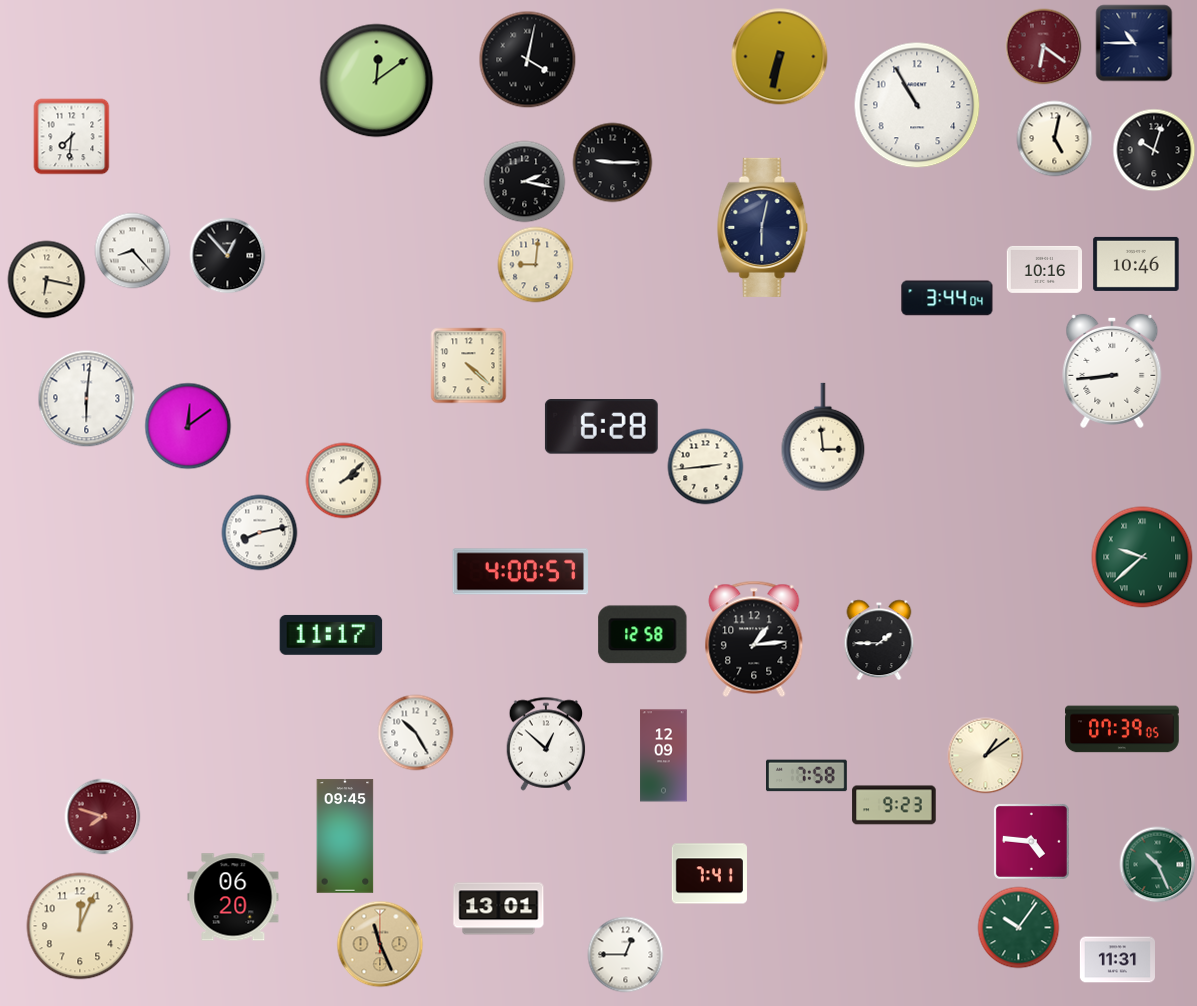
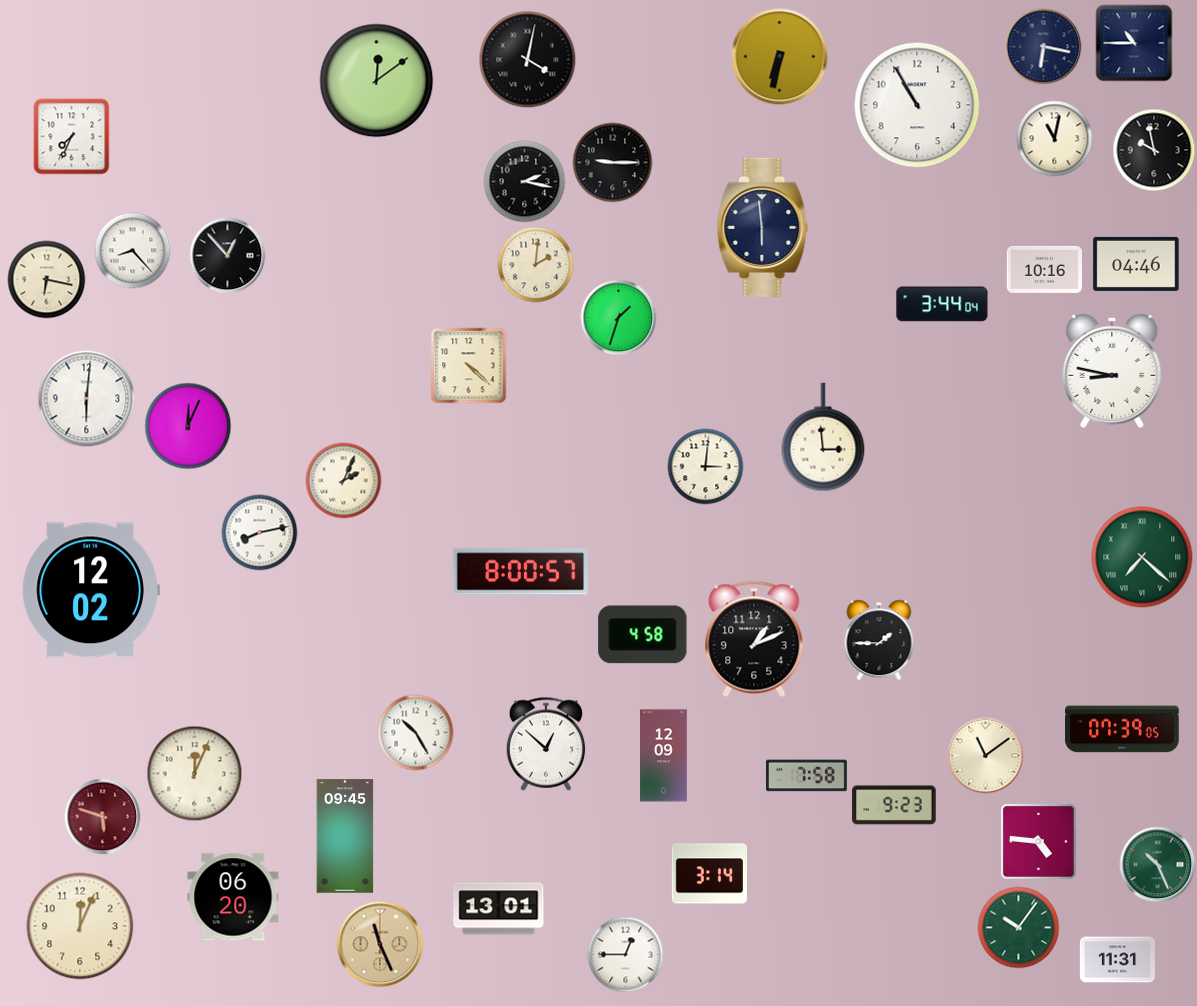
clock at (1044, 47): 6:21 -> 6:17
clock at (1044, 47) dial: burgundy -> navy
clock at (72, 137): 7:31 -> 7:34
clock at (1055, 139): 5:02 -> 11:02
clock at (1154, 150): 10:03 -> 9:58
clock at (763, 227): 6:02 -> 5:59
clock at (1136, 264): 10:46 -> 04:46
clock at (536, 265): 9:01 -> 2:01
clock at (947, 298) position: (947, 298) -> (942, 304)
clock at (619, 318): none -> 1:33
clock at (1112, 371): 8:44 -> 8:47
clock at (188, 426): 12:09 -> 12:04
clock at (601, 427): 6:28 -> none
clock at (706, 467): 2:44 -> 3:01
clock at (344, 481): 2:08 -> 2:04
clock at (1142, 557): 9:38 -> 7:22
clock at (521, 572): 4:00 -> 8:00
clock at (91, 590): none -> 12:02
clock at (331, 635): 11:17 -> none
clock at (643, 635): 12:58 -> 4:58
clock at (754, 639): 1:14 -> 1:11
clock at (986, 756): 1:09 -> 11:09
clock at (195, 774): none -> 12:04
clock at (103, 817): 7:48 -> 5:48
clock at (1031, 841) position: (1031, 841) -> (1038, 841)
clock at (709, 874): 7:41 -> 3:14
